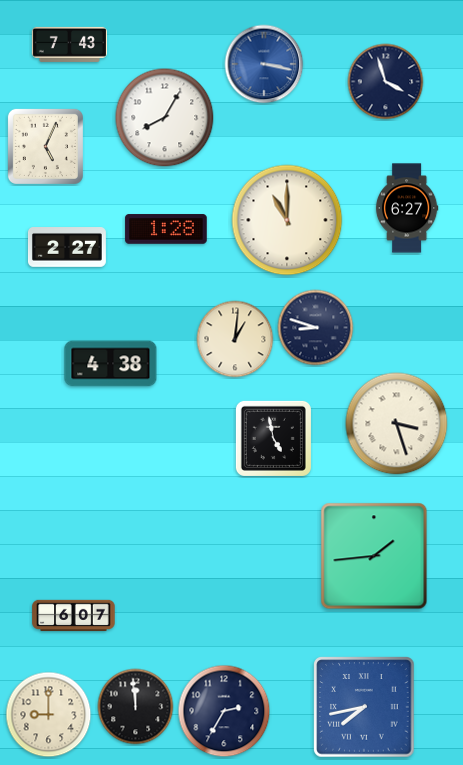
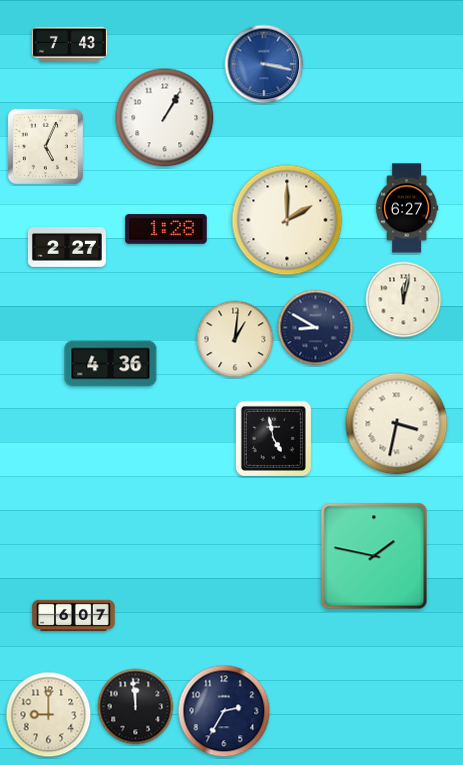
clock at (386, 82): 3:57 -> none
clock at (165, 118): 8:05 -> 1:05
clock at (287, 220): 11:00 -> 2:00
clock at (404, 300): none -> 12:02
clock at (316, 328): 8:48 -> 8:50
clock at (111, 364): 4:38 -> 4:36
clock at (397, 424): 3:27 -> 3:32
clock at (374, 556): 1:44 -> 1:47
clock at (364, 707): 7:43 -> none
